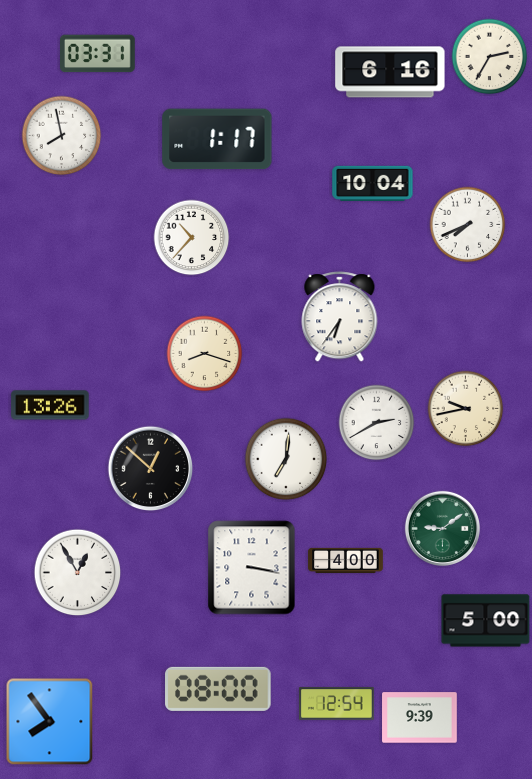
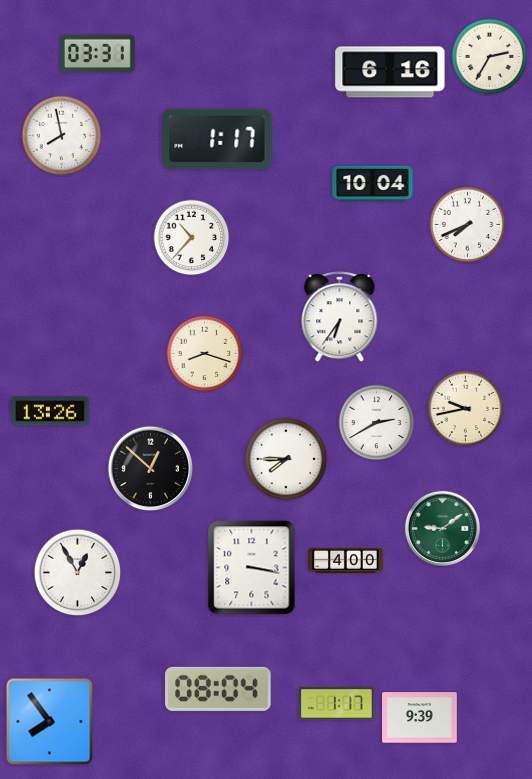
clock at (50, 405) position: (50, 405) -> (50, 411)
clock at (286, 459): 7:01 -> 7:45
clock at (486, 621): 5:00 -> none
clock at (218, 689): 08:00 -> 08:04
clock at (337, 704): 12:54 -> 1:17
